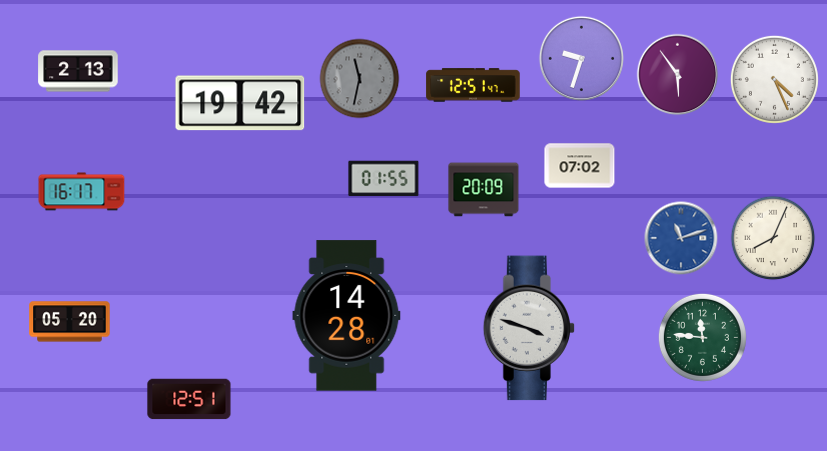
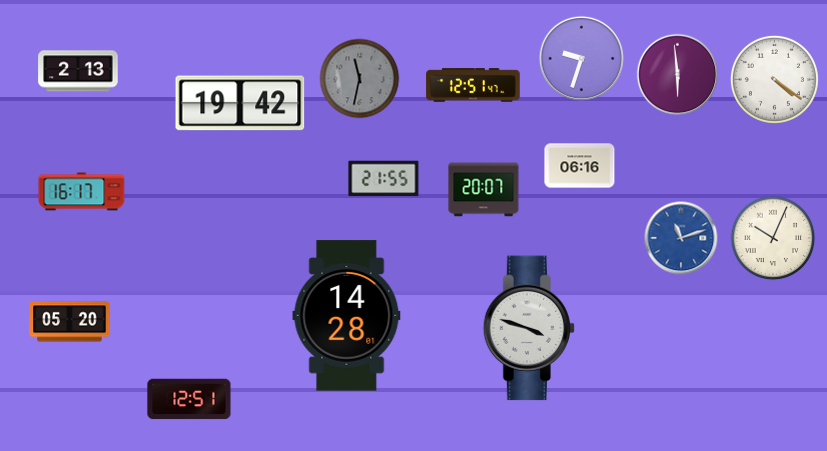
clock at (678, 75): 5:54 -> 5:59
clock at (774, 79): 4:26 -> 4:21
clock at (580, 166): 07:02 -> 06:16
clock at (384, 179): 01:55 -> 21:55
clock at (484, 190): 20:09 -> 20:07
clock at (773, 238): 8:04 -> 10:04
clock at (702, 337): 11:46 -> none
